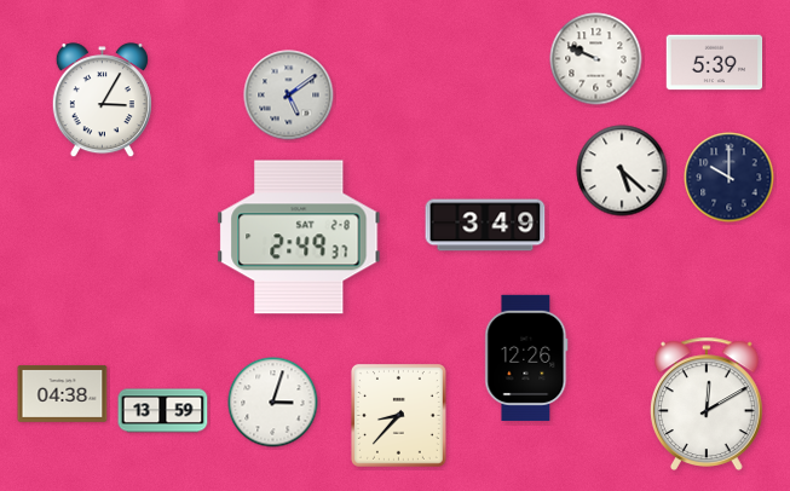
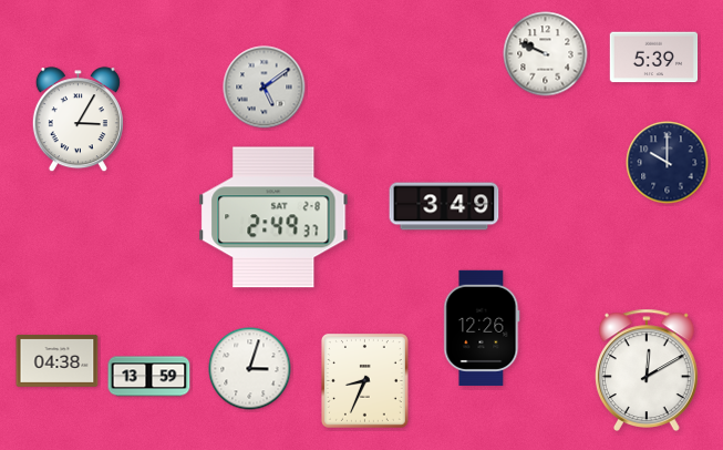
clock at (102, 100) position: (102, 100) -> (78, 120)
clock at (622, 171): 5:22 -> none
clock at (398, 415): 8:37 -> 8:34
